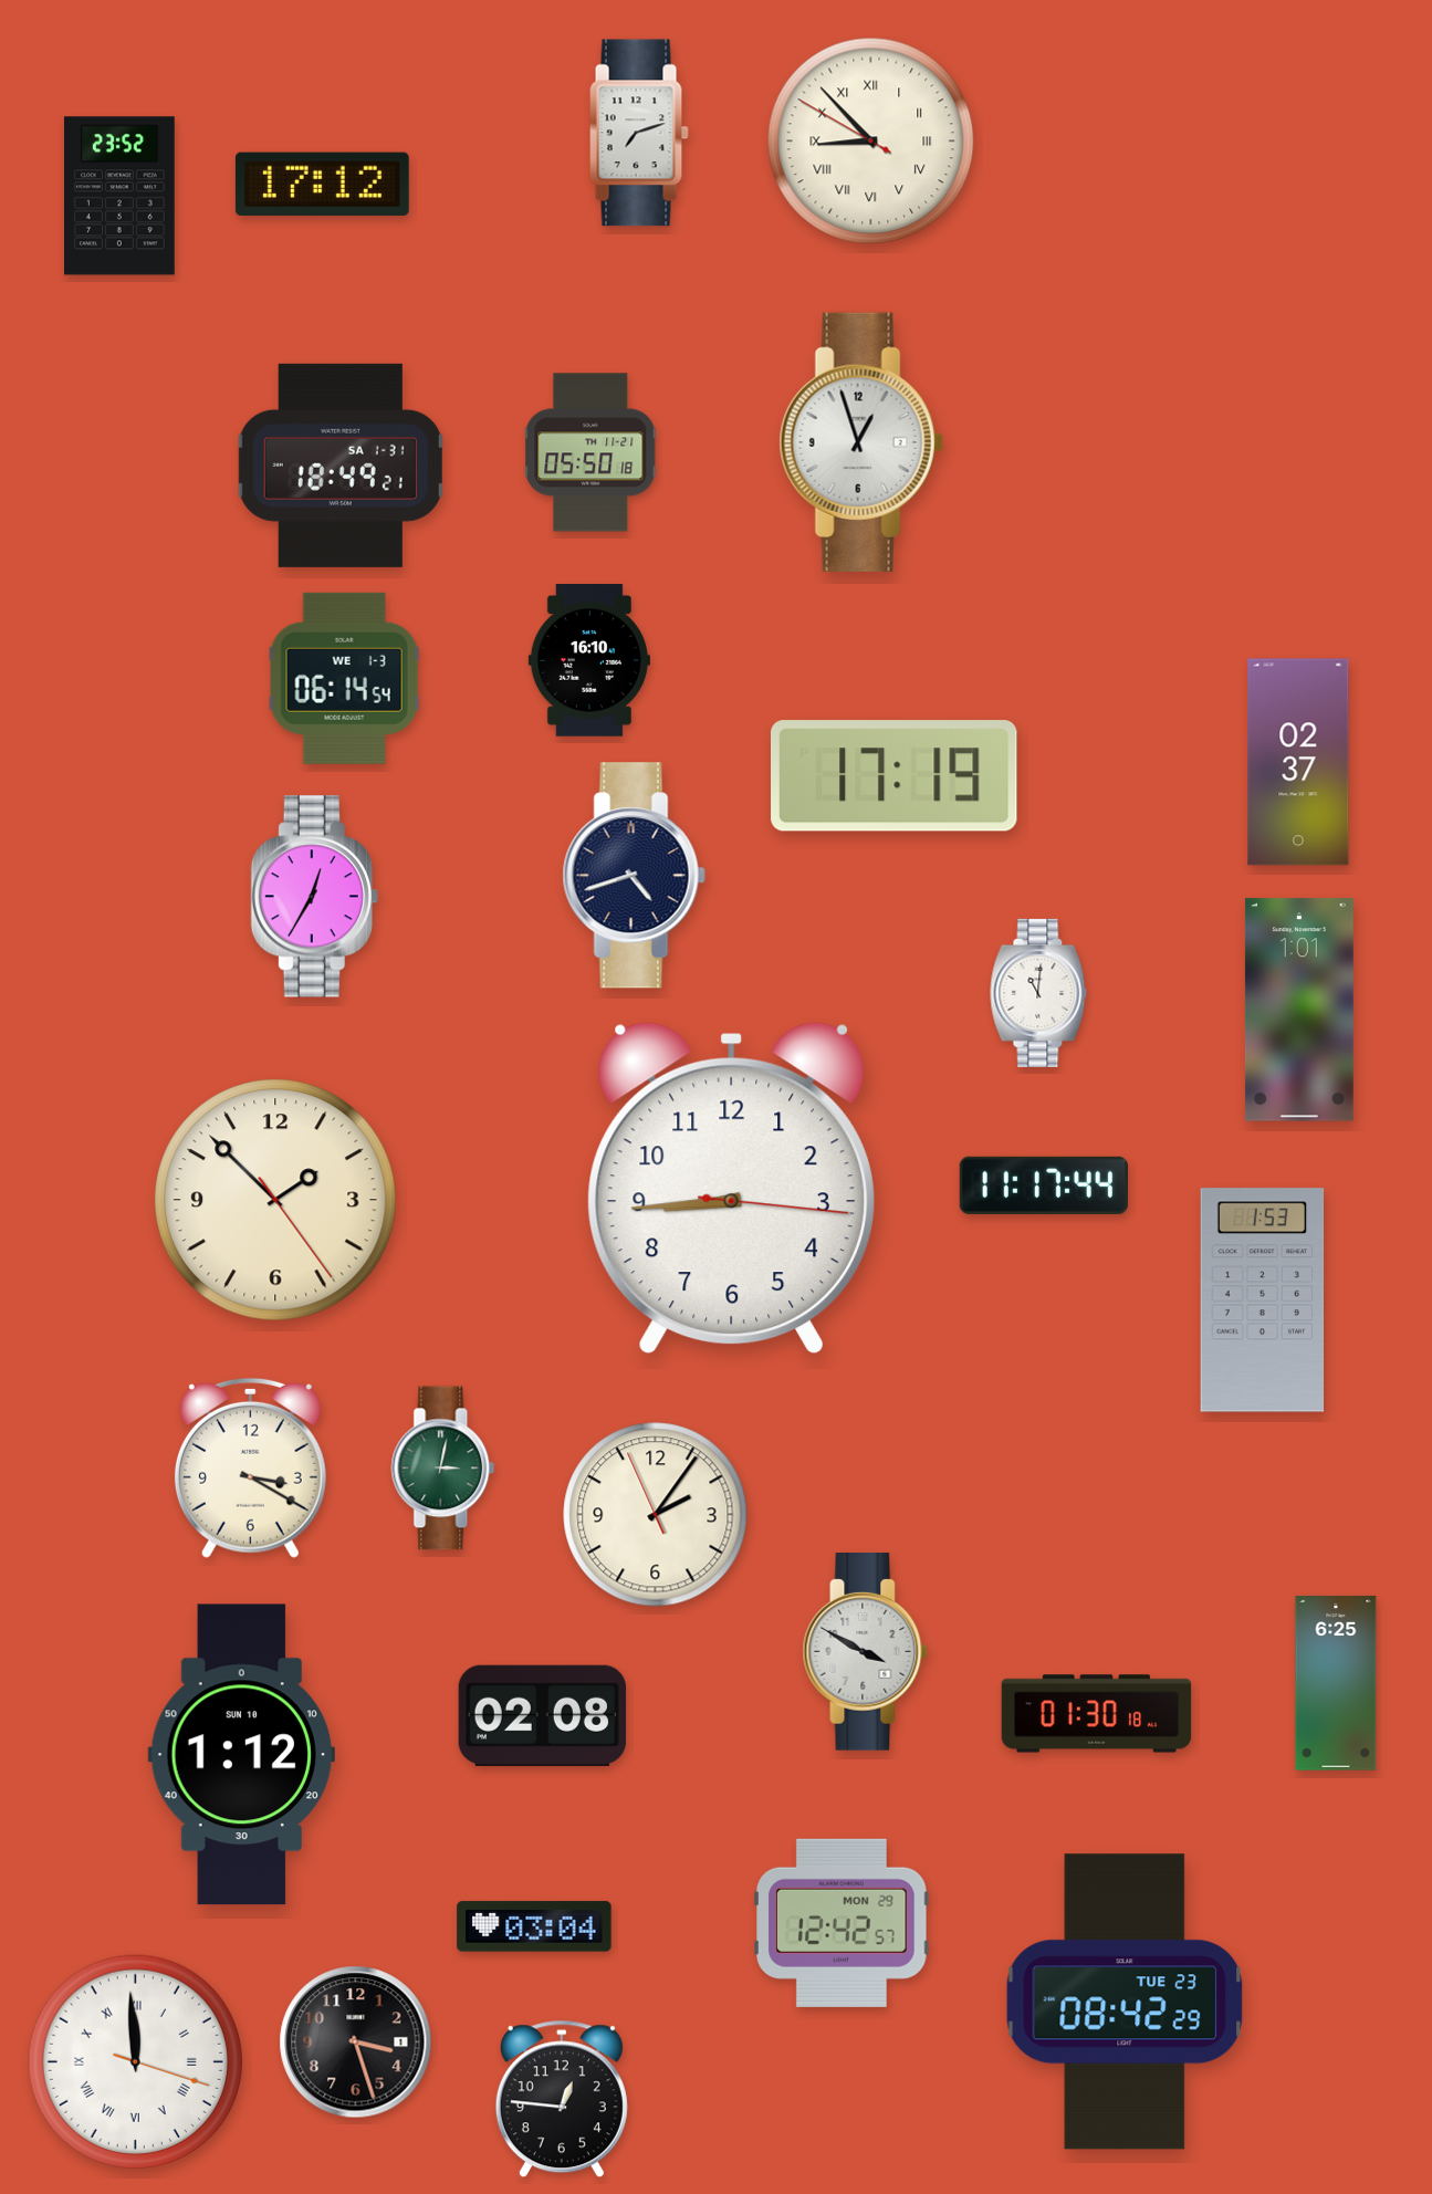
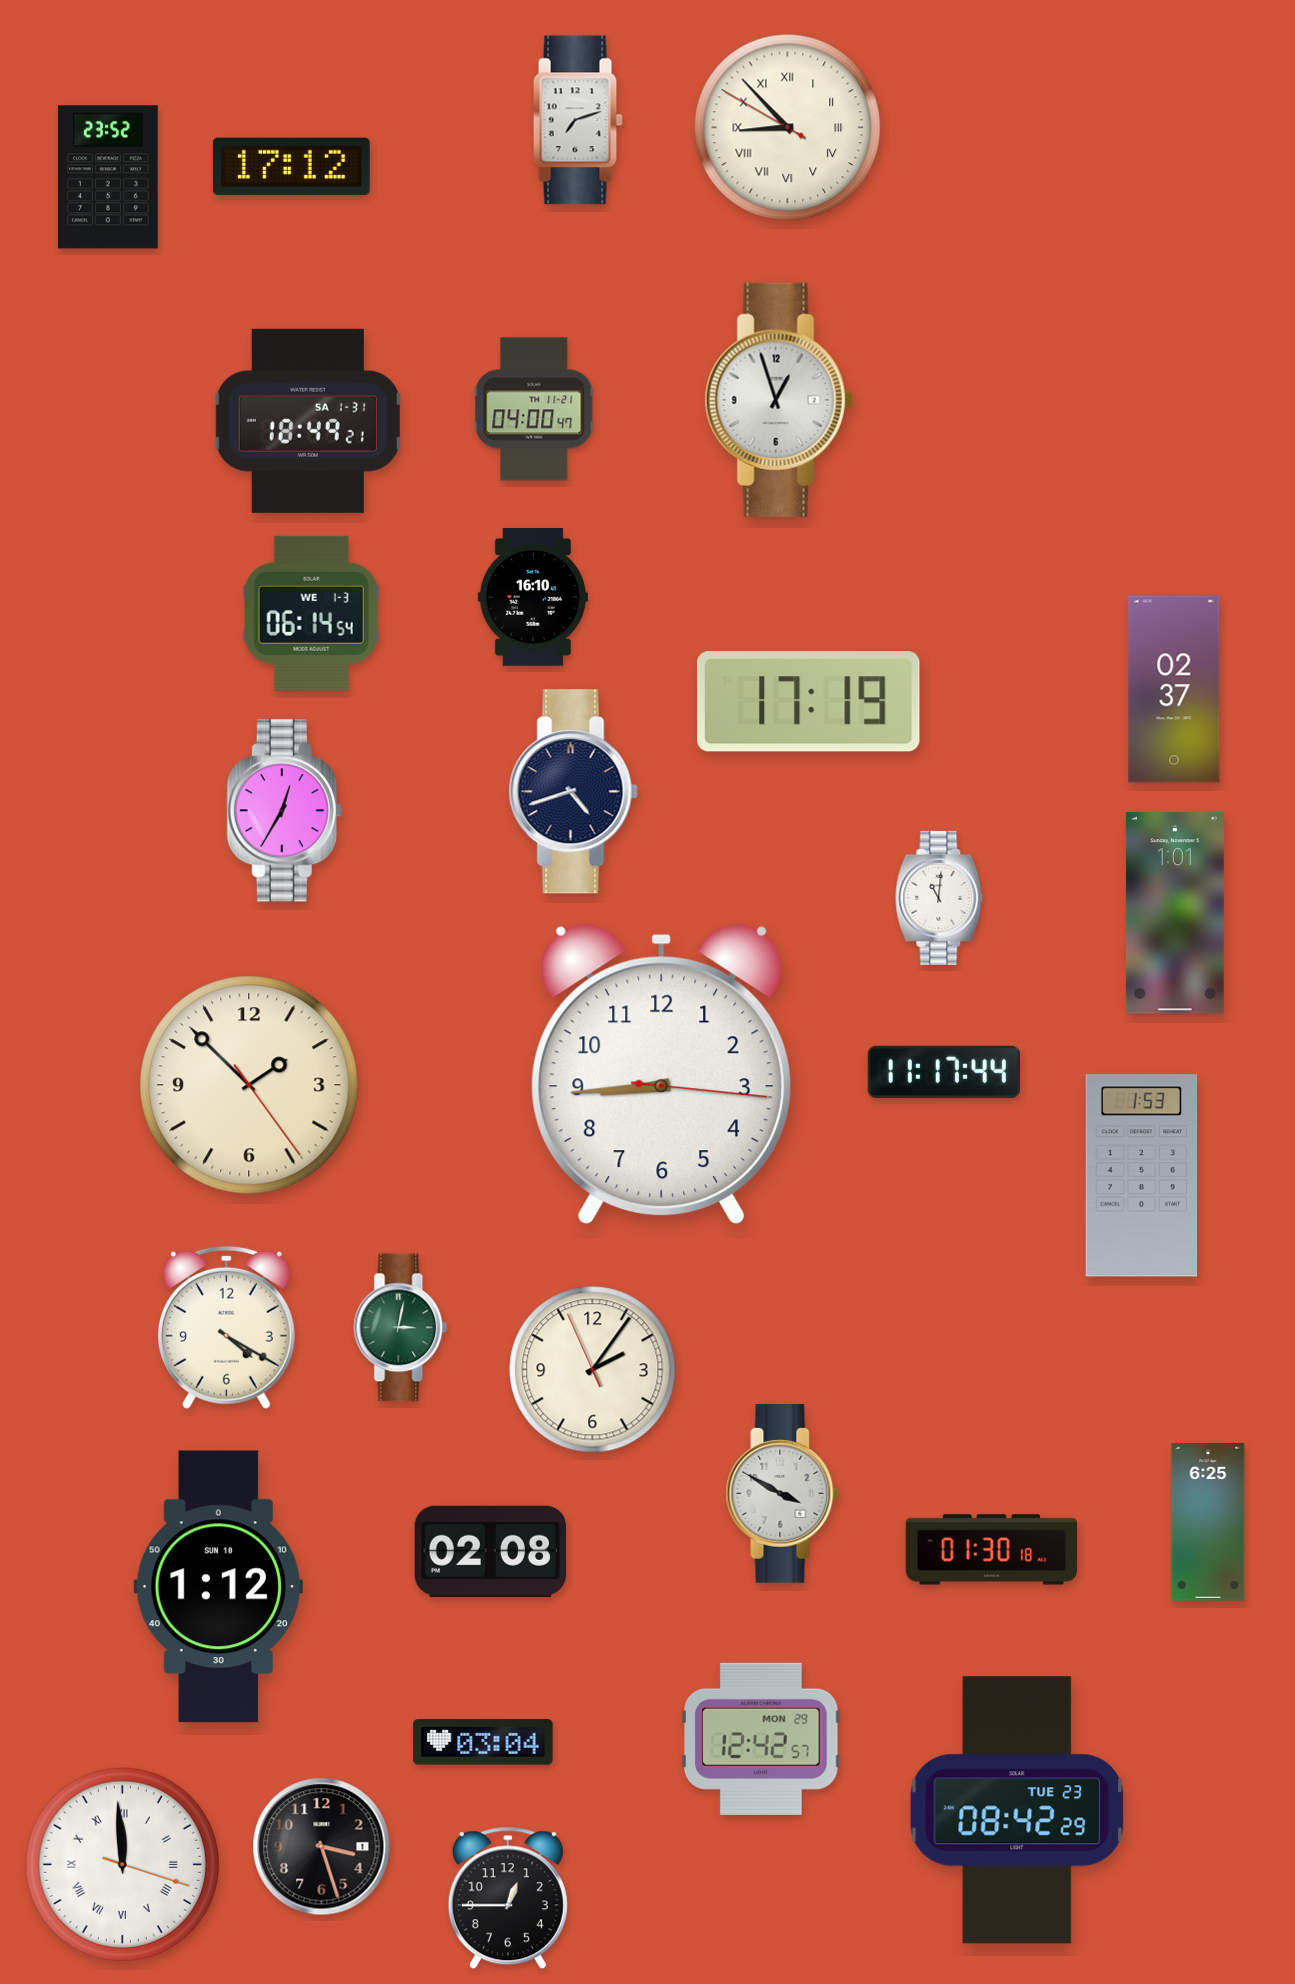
clock at (592, 452): 05:50 -> 04:00
clock at (250, 1467): 3:20 -> 4:20
clock at (562, 2099): 12:46 -> 12:45
